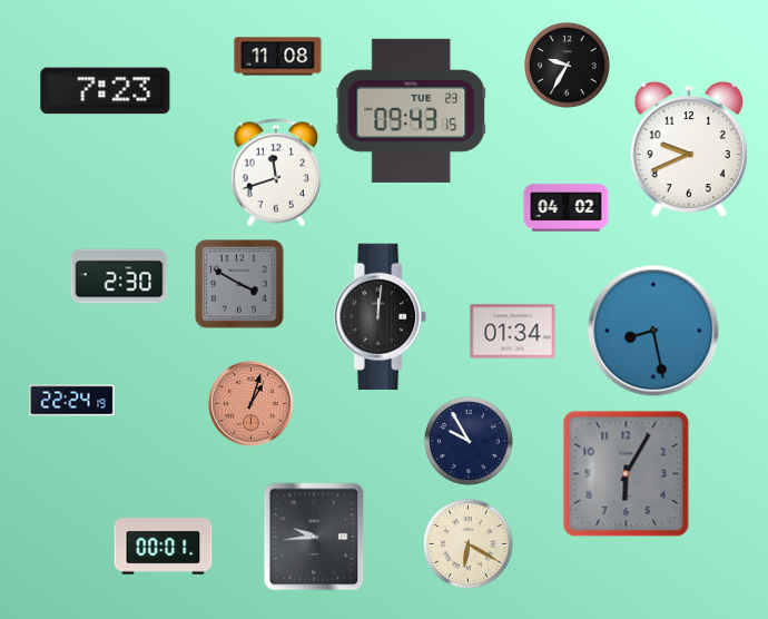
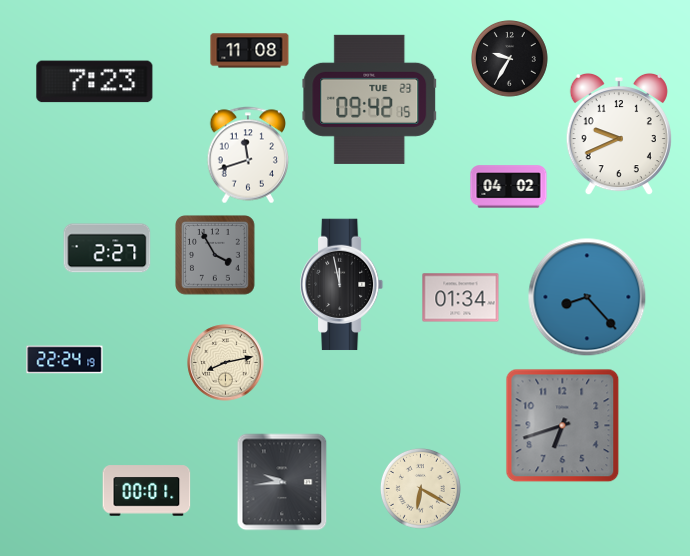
clock at (412, 110): 09:43 -> 09:42
clock at (119, 276): 2:30 -> 2:27
clock at (239, 284): 3:50 -> 3:55
clock at (381, 317): 12:01 -> 11:58
clock at (653, 331): 8:28 -> 8:23
clock at (252, 404): 1:03 -> 8:13
clock at (252, 404) dial: salmon -> cream
clock at (469, 441): 9:55 -> none
clock at (627, 474): 6:05 -> 6:42
